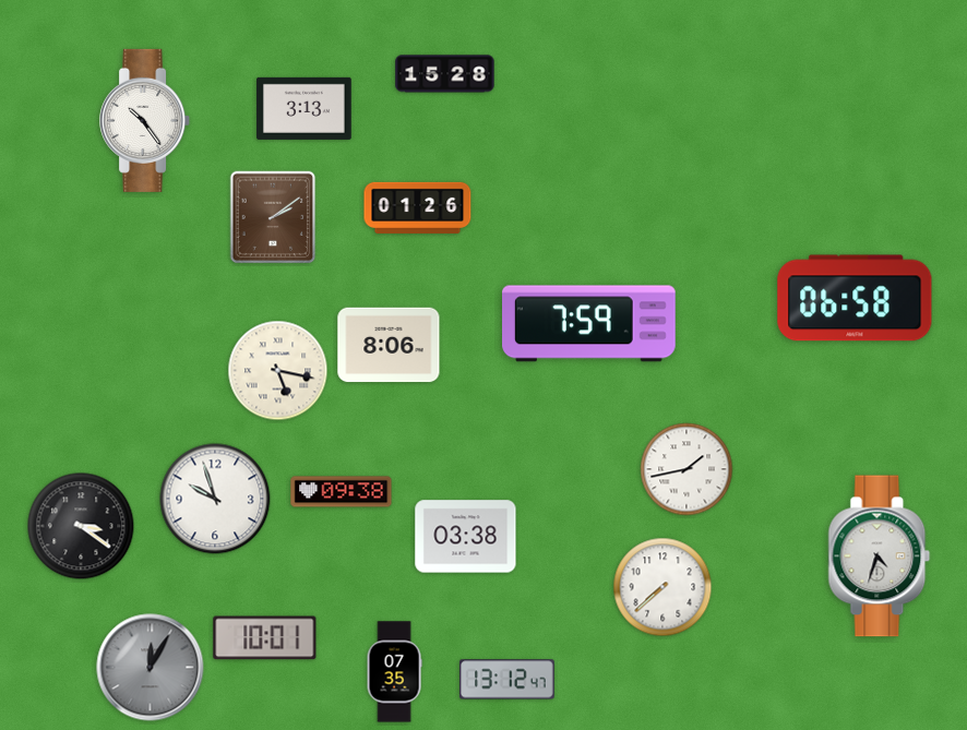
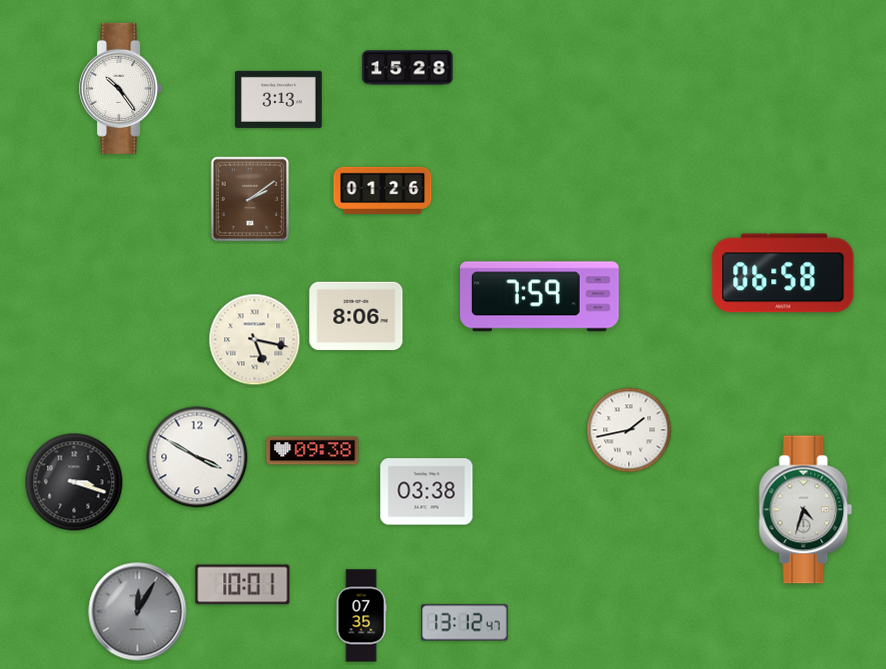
clock at (145, 120) position: (145, 120) -> (121, 88)
clock at (215, 499): 9:57 -> 3:50
clock at (81, 526): 3:21 -> 3:18
clock at (662, 587): 7:38 -> none
